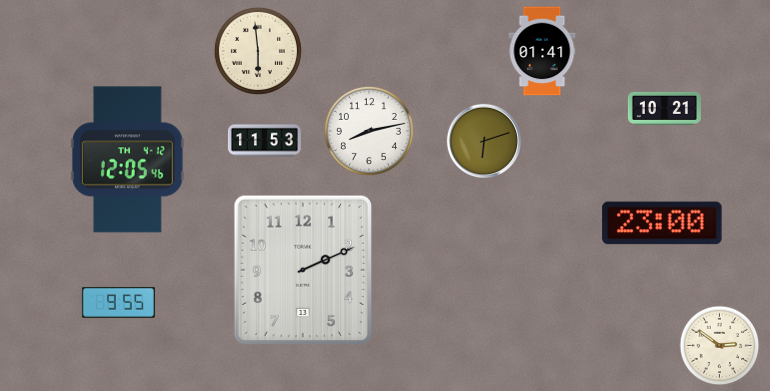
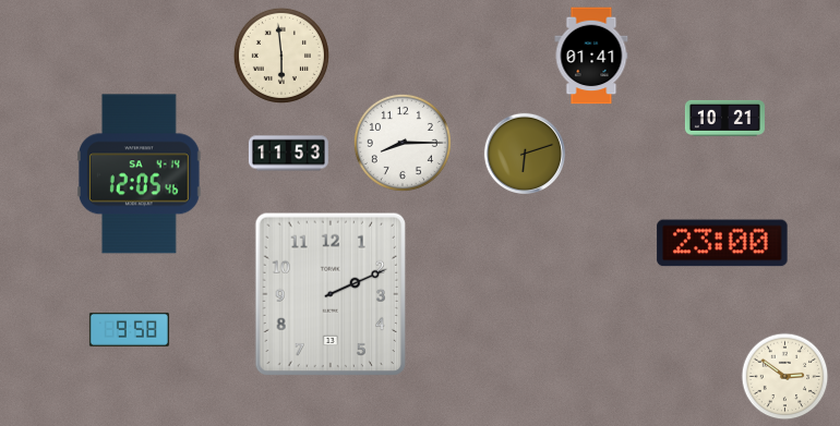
clock at (369, 131): 8:13 -> 8:15
clock at (483, 140) position: (483, 140) -> (524, 153)
clock at (127, 160) date: TH 4-12 -> SA 4-14
clock at (118, 302): 9:55 -> 9:58
